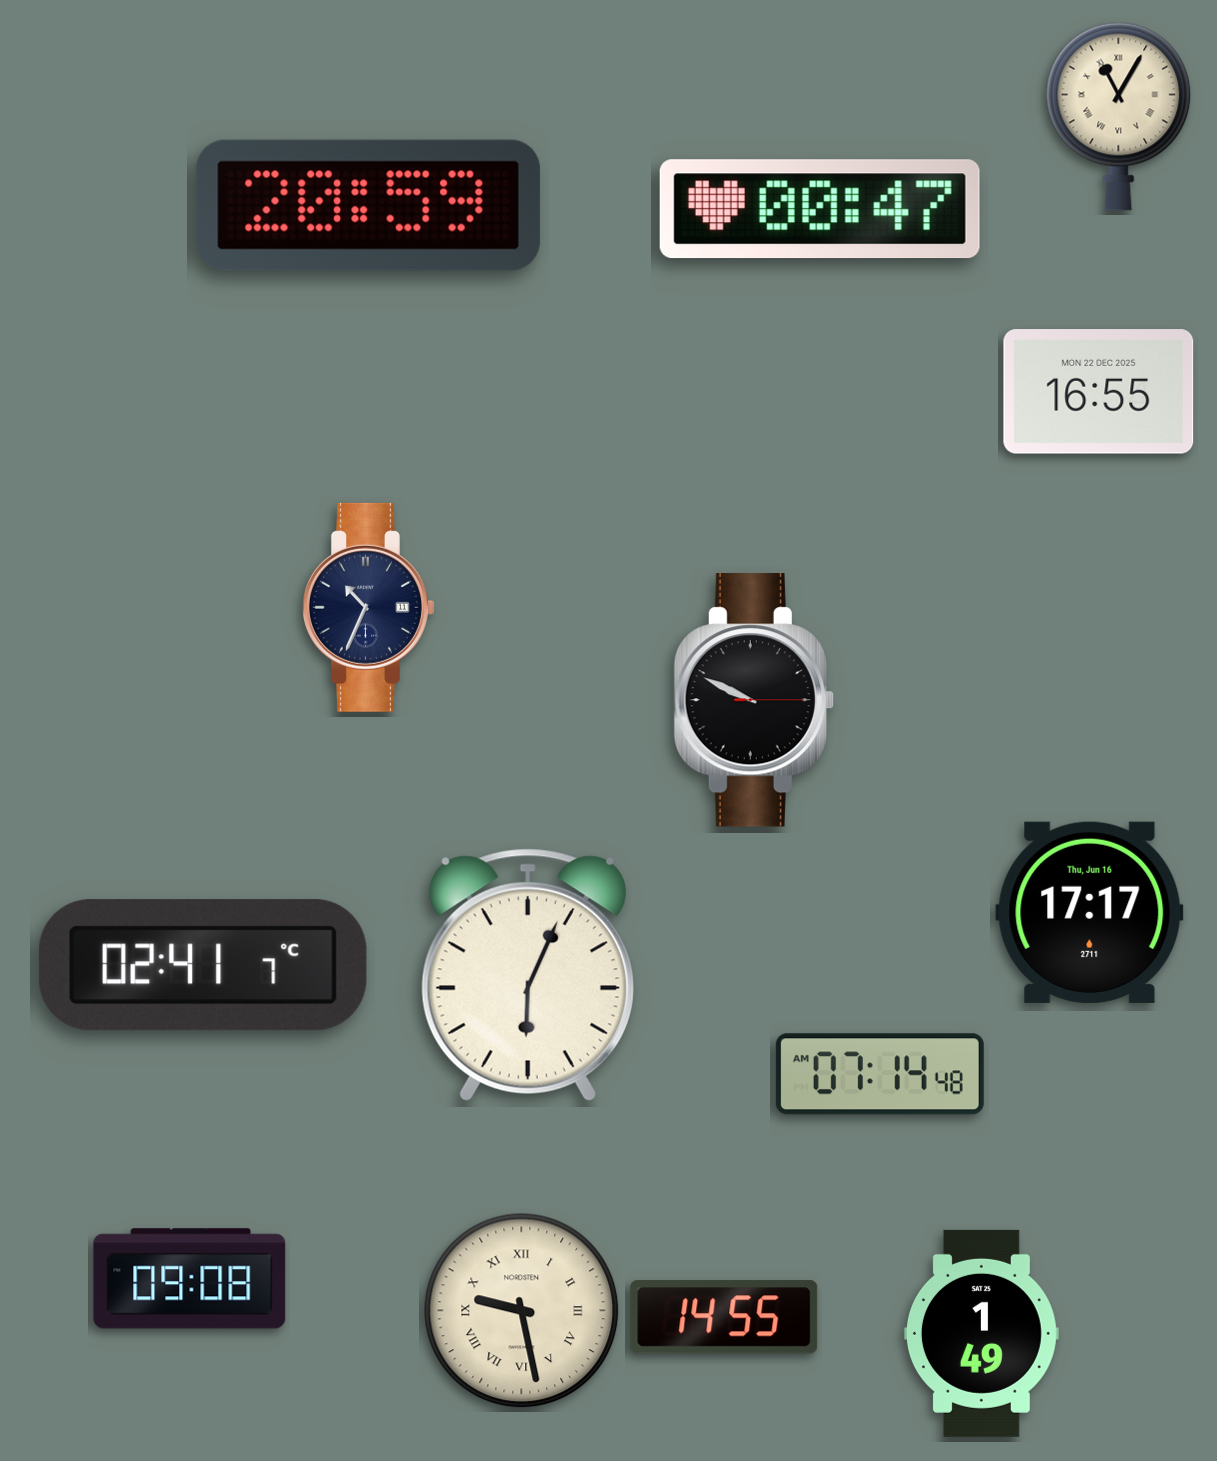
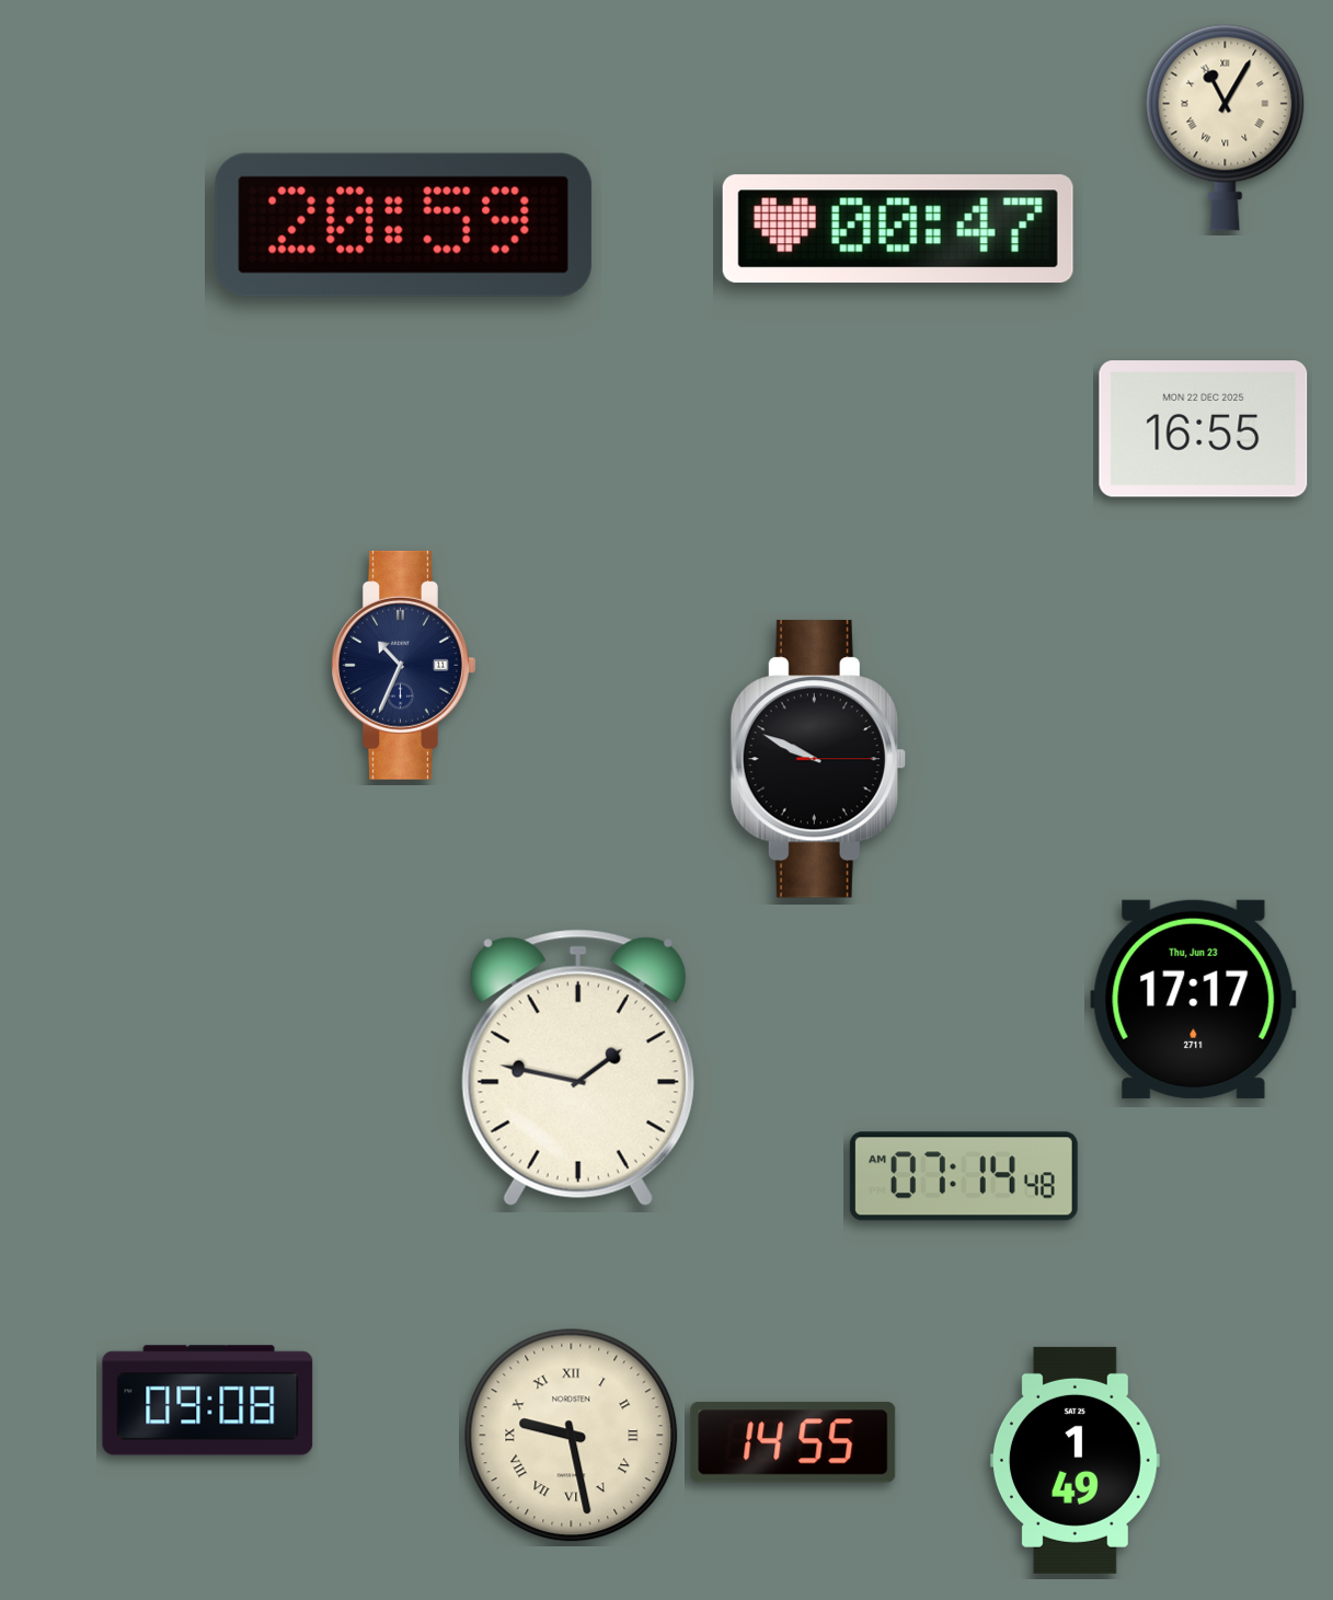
clock at (754, 700) position: (754, 700) -> (818, 759)
clock at (1090, 912) date: Thu, Jun 16 -> Thu, Jun 23
clock at (203, 965): 02:41 -> none
clock at (528, 975): 6:04 -> 1:47
